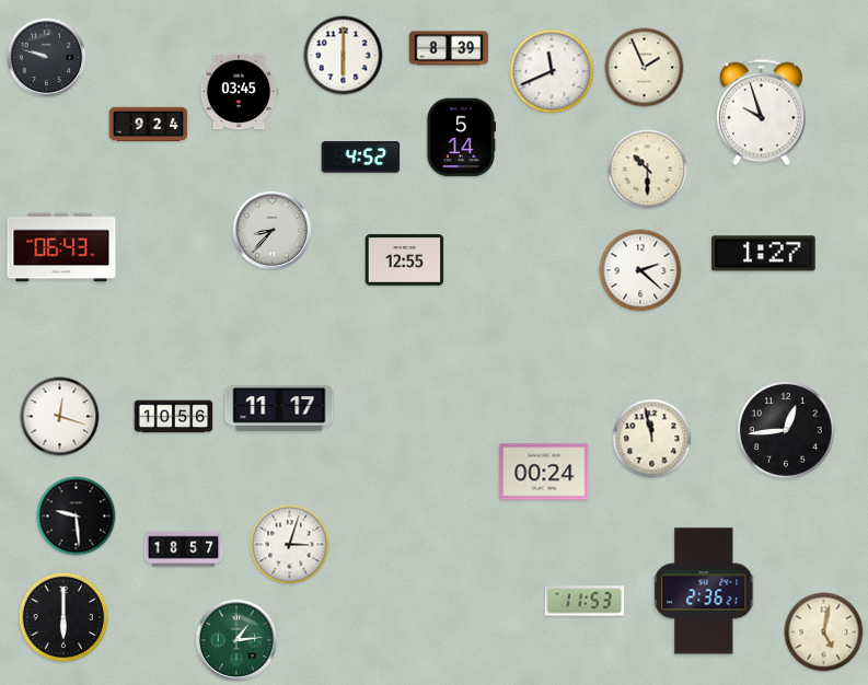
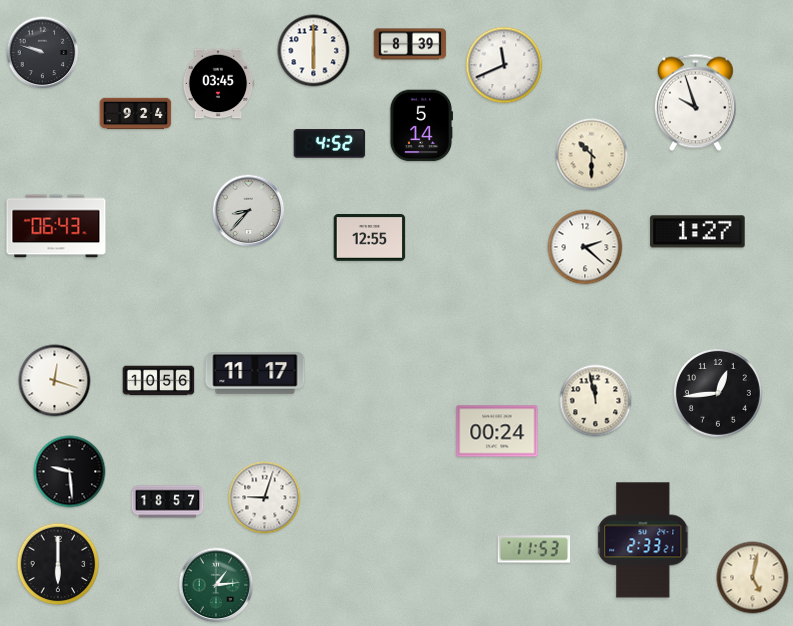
clock at (645, 68): 1:56 -> none
clock at (290, 545): 3:03 -> 9:03
clock at (705, 591): 2:36 -> 2:33
